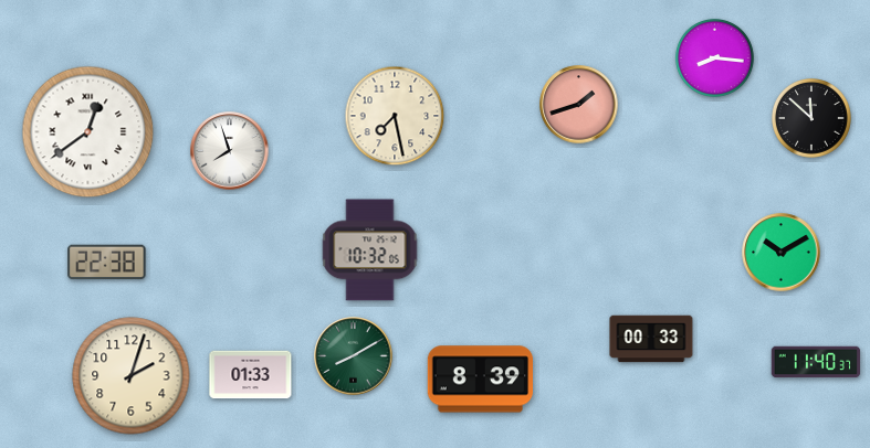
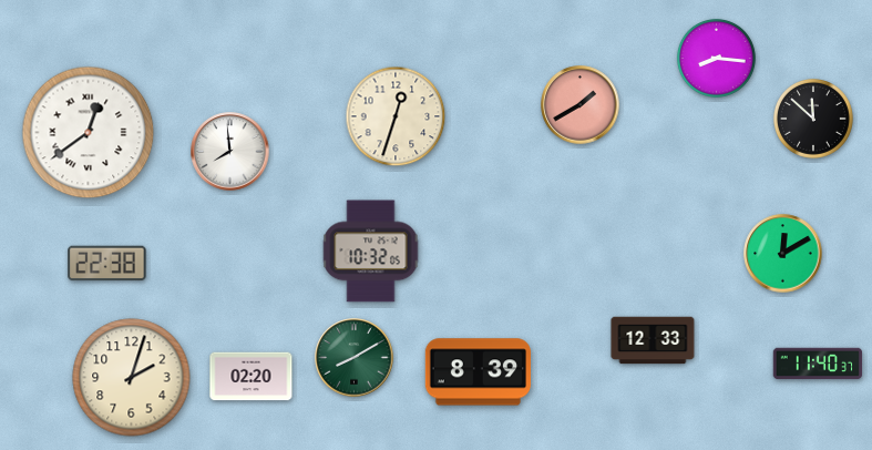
clock at (579, 105): 1:42 -> 1:40
clock at (395, 116): 7:28 -> 12:33
clock at (230, 151): 7:57 -> 7:59
clock at (782, 253): 10:10 -> 12:10
clock at (651, 339): 00:33 -> 12:33
clock at (251, 375): 01:33 -> 02:20
clock at (480, 380) position: (480, 380) -> (478, 372)
